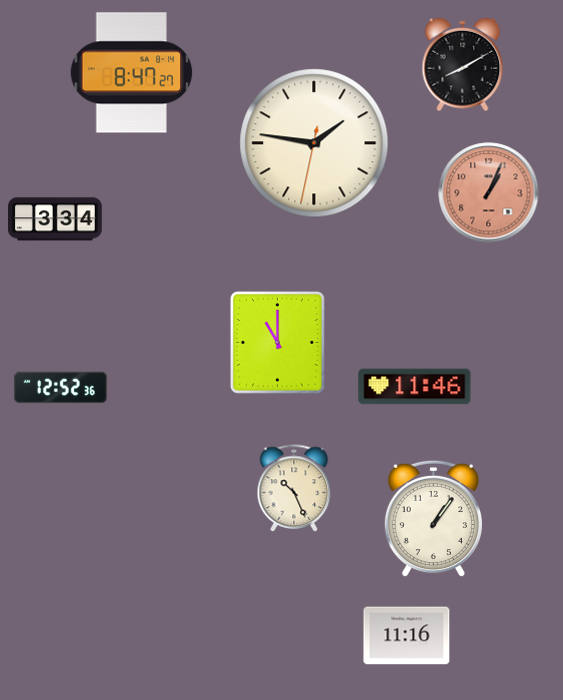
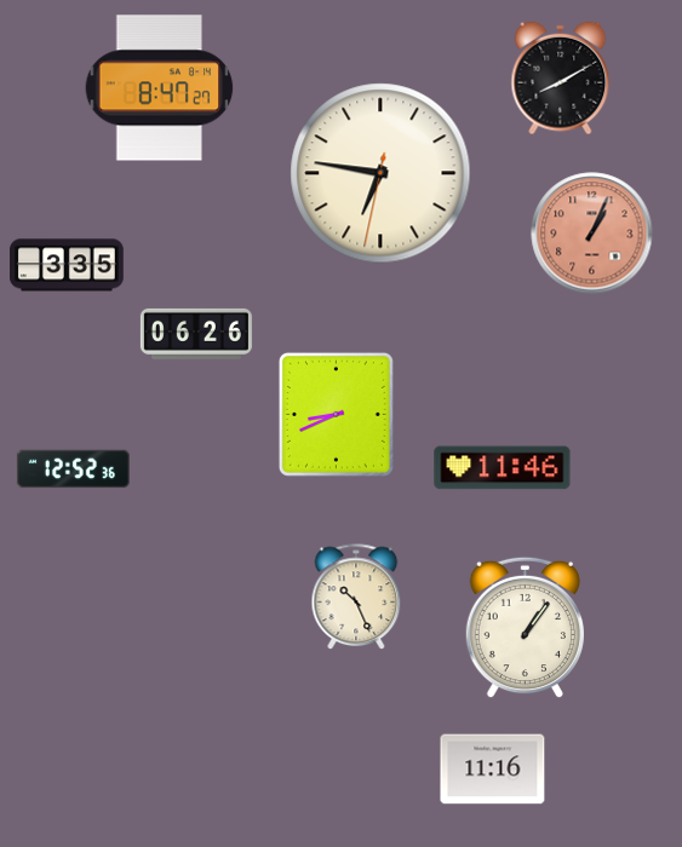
clock at (314, 143): 1:46 -> 6:46
clock at (56, 219): 3:34 -> 3:35
clock at (196, 334): none -> 06:26
clock at (277, 342): 11:00 -> 8:41
clock at (294, 489) position: (294, 489) -> (356, 598)
